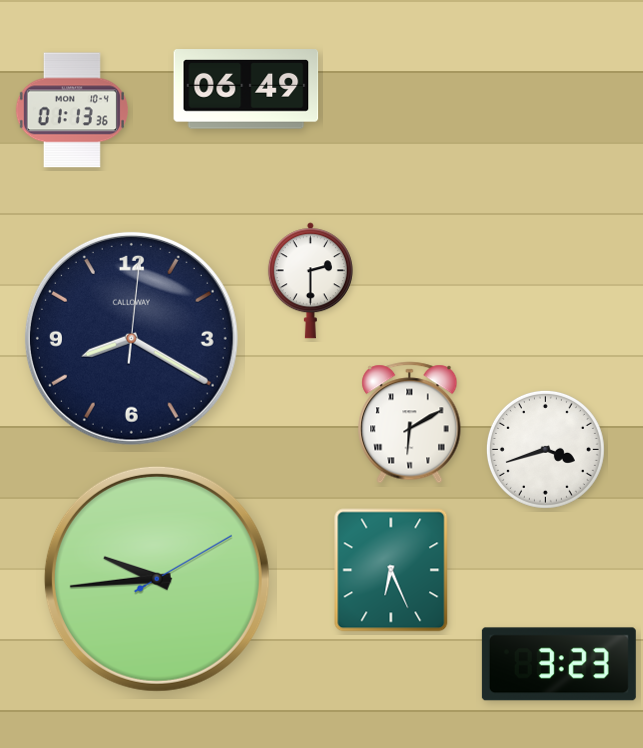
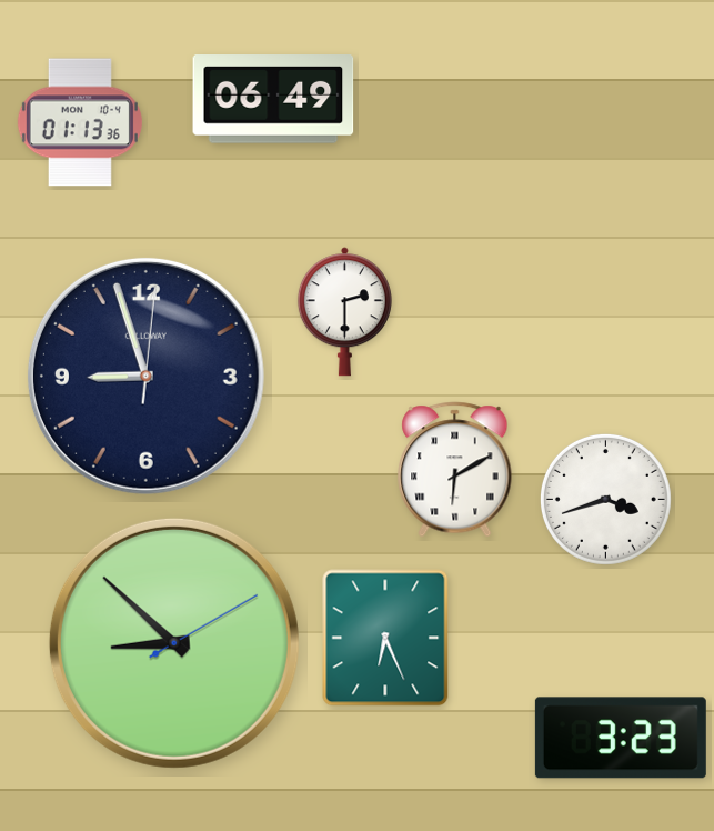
clock at (131, 338): 8:20 -> 8:57
clock at (391, 570) position: (391, 570) -> (385, 638)
clock at (157, 579): 9:44 -> 8:52
